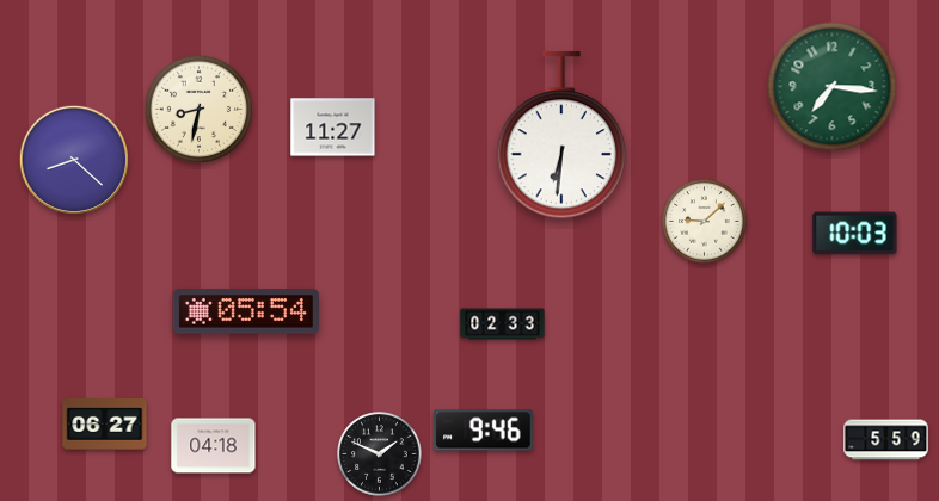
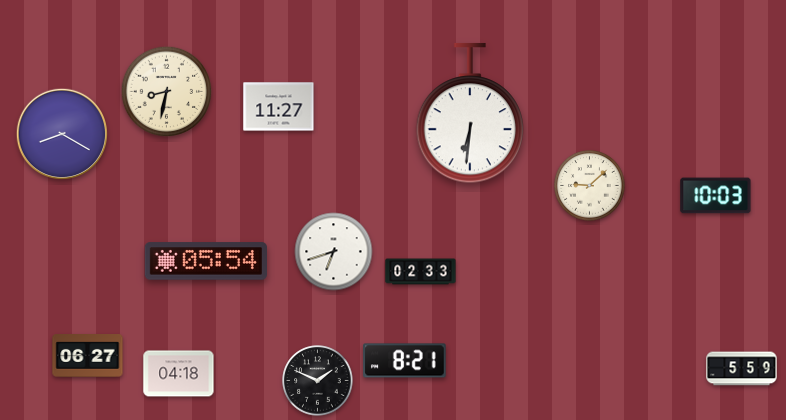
clock at (833, 87): 7:16 -> none
clock at (73, 159): 8:22 -> 8:20
clock at (334, 252): none -> 6:42
clock at (484, 431): 9:46 -> 8:21
